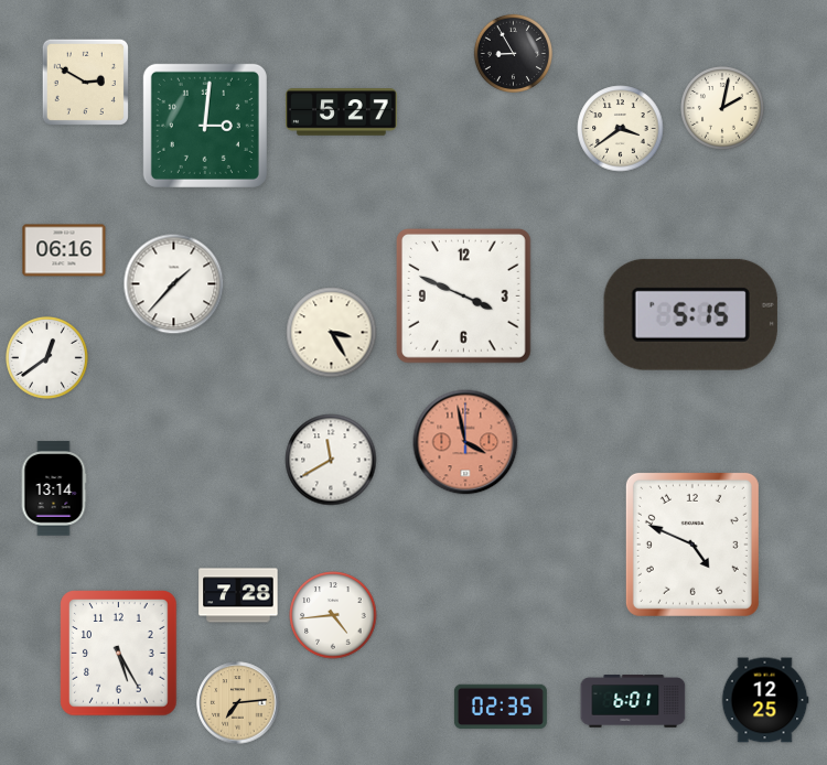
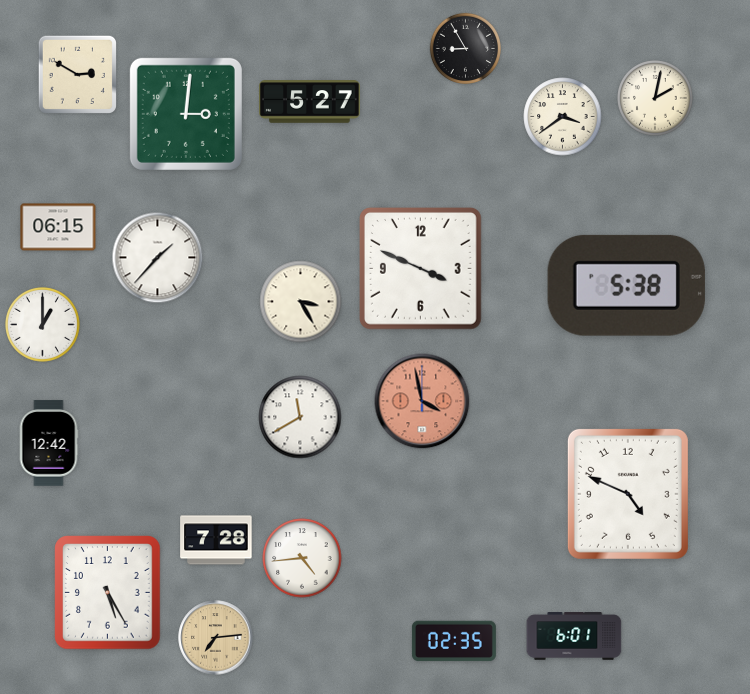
clock at (64, 250): 06:16 -> 06:15
clock at (690, 314): 5:15 -> 5:38
clock at (47, 358): 12:39 -> 1:00
clock at (54, 488): 13:14 -> 12:42
clock at (765, 700): 12:25 -> none
